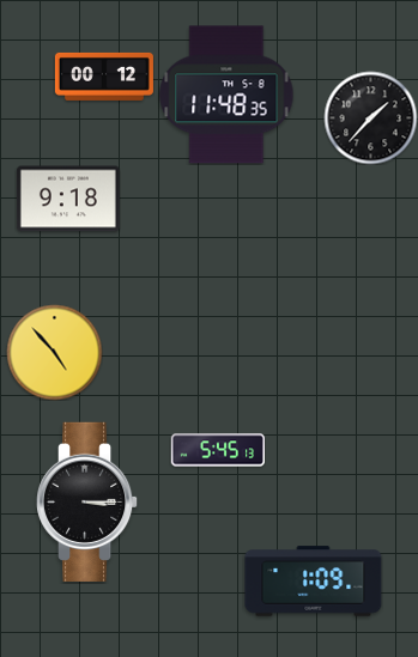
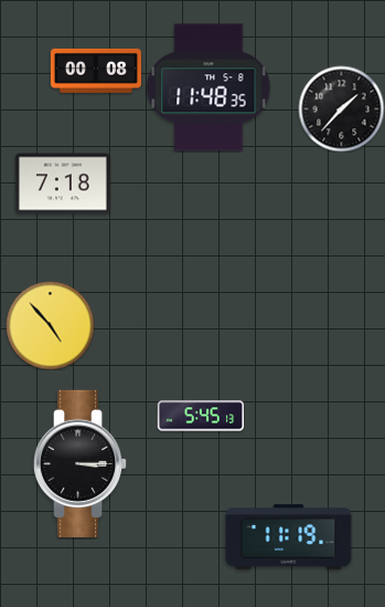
clock at (104, 77): 00:12 -> 00:08
clock at (68, 199): 9:18 -> 7:18
clock at (314, 582): 1:09 -> 11:19
